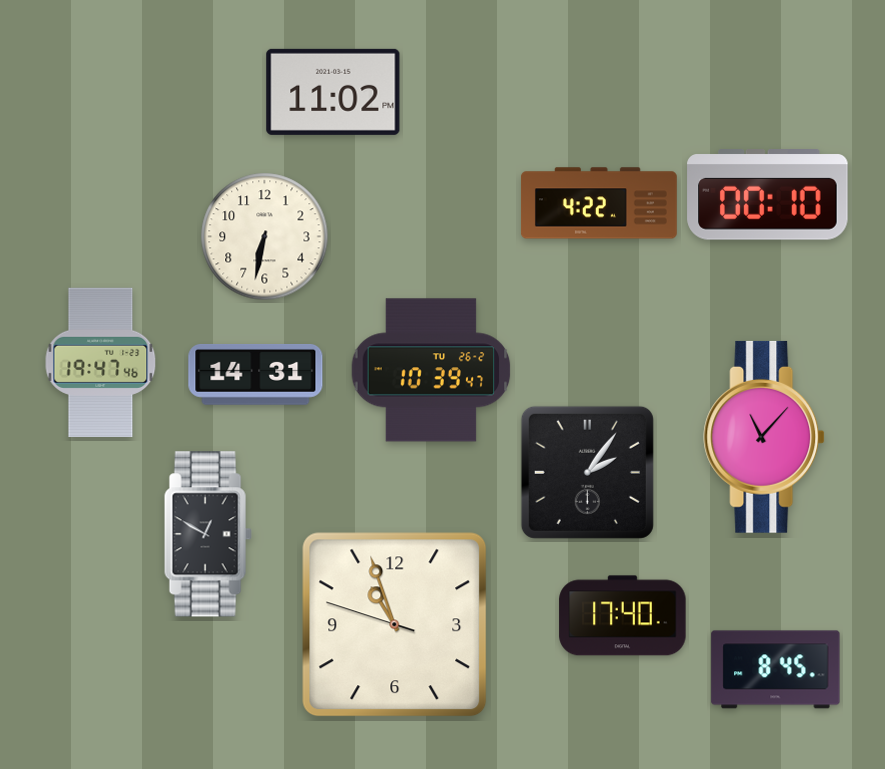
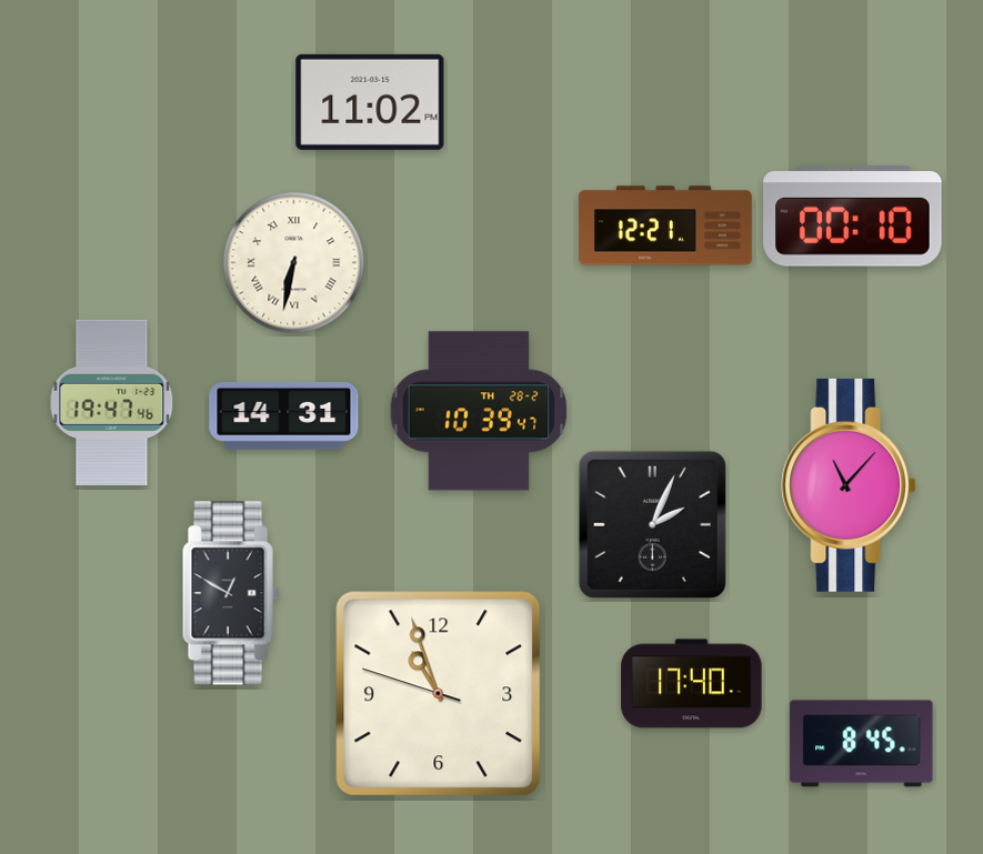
clock at (599, 203): 4:22 -> 12:21
clock at (265, 237) numerals: Arabic -> Roman
clock at (431, 370) date: TU 26-2 -> TH 28-2
clock at (587, 472): 2:06 -> 2:04
